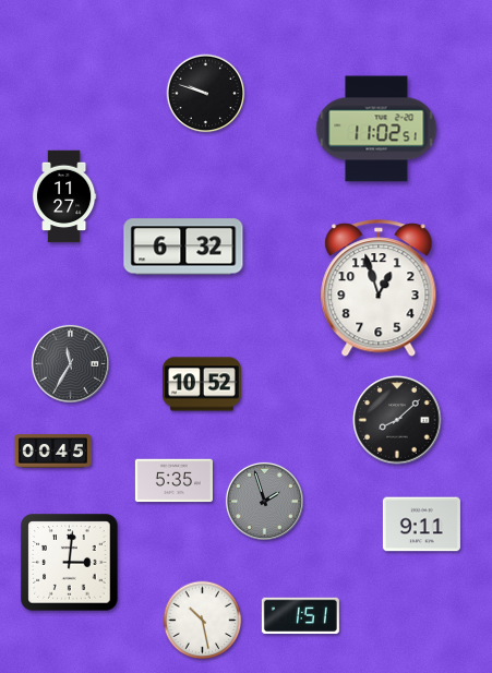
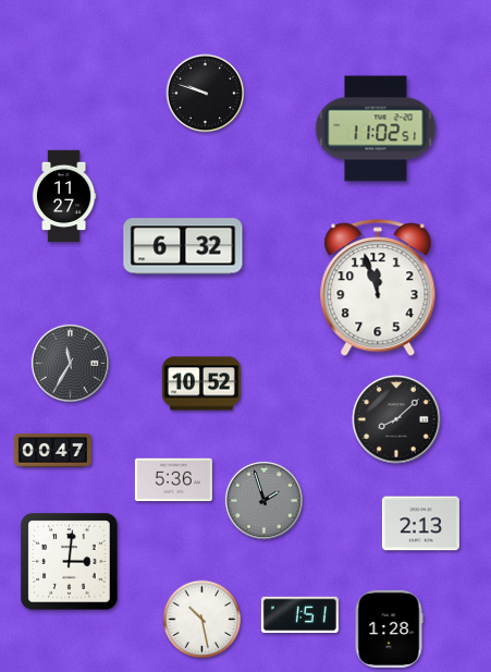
clock at (379, 289): 12:57 -> 11:57
clock at (52, 452): 00:45 -> 00:47
clock at (173, 481): 5:35 -> 5:36
clock at (421, 525): 9:11 -> 2:13
clock at (389, 628): none -> 1:28
